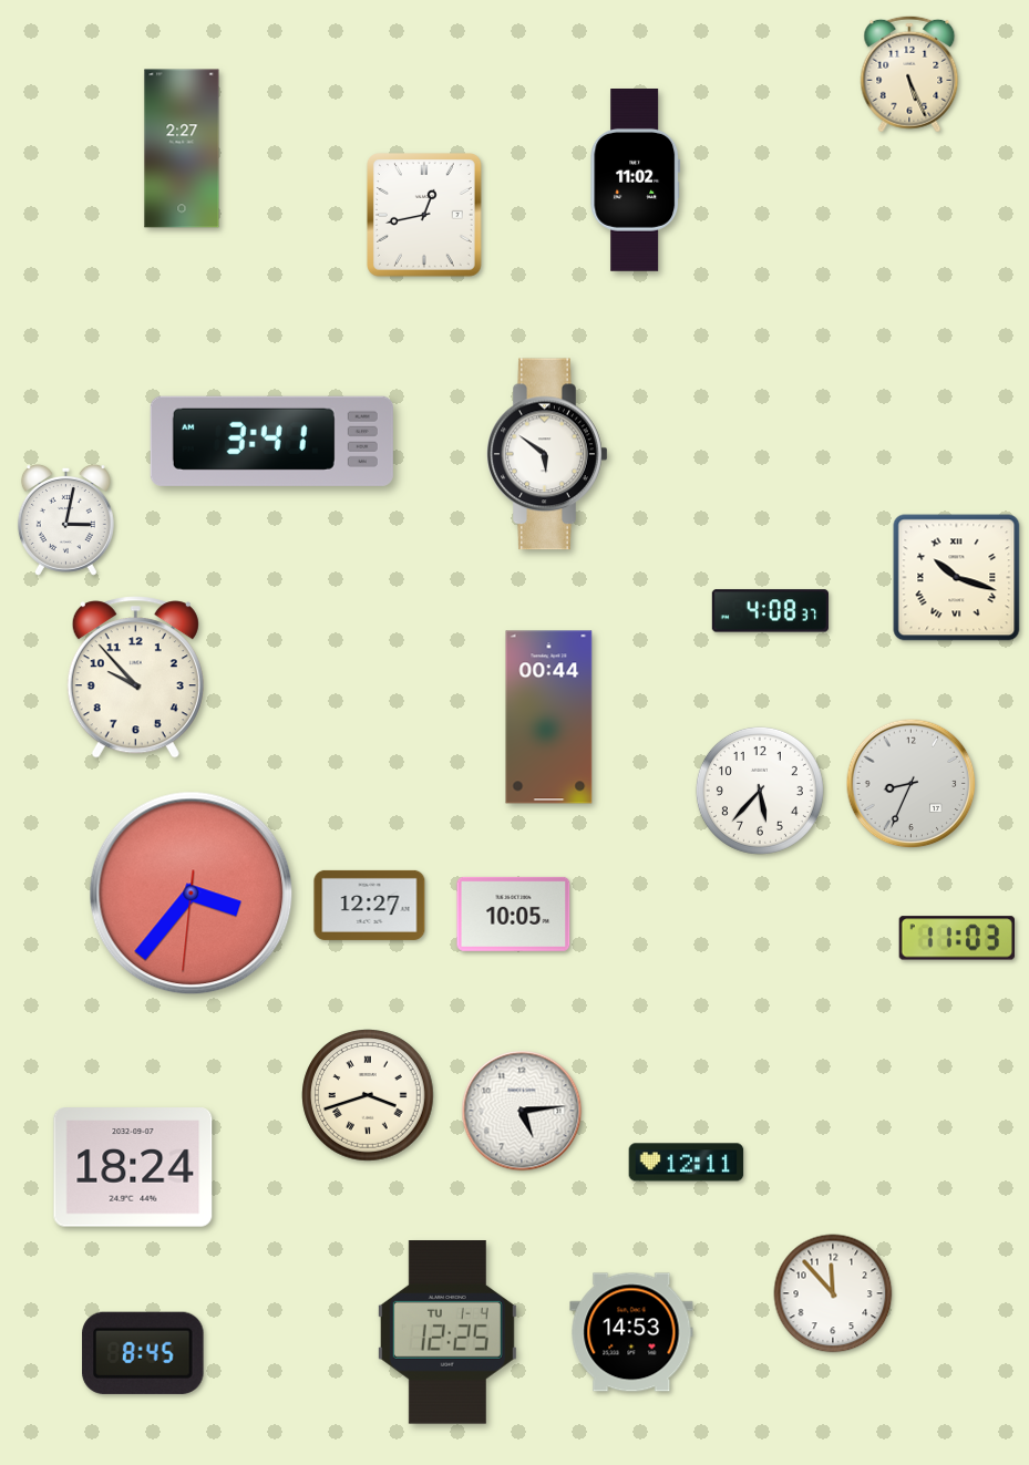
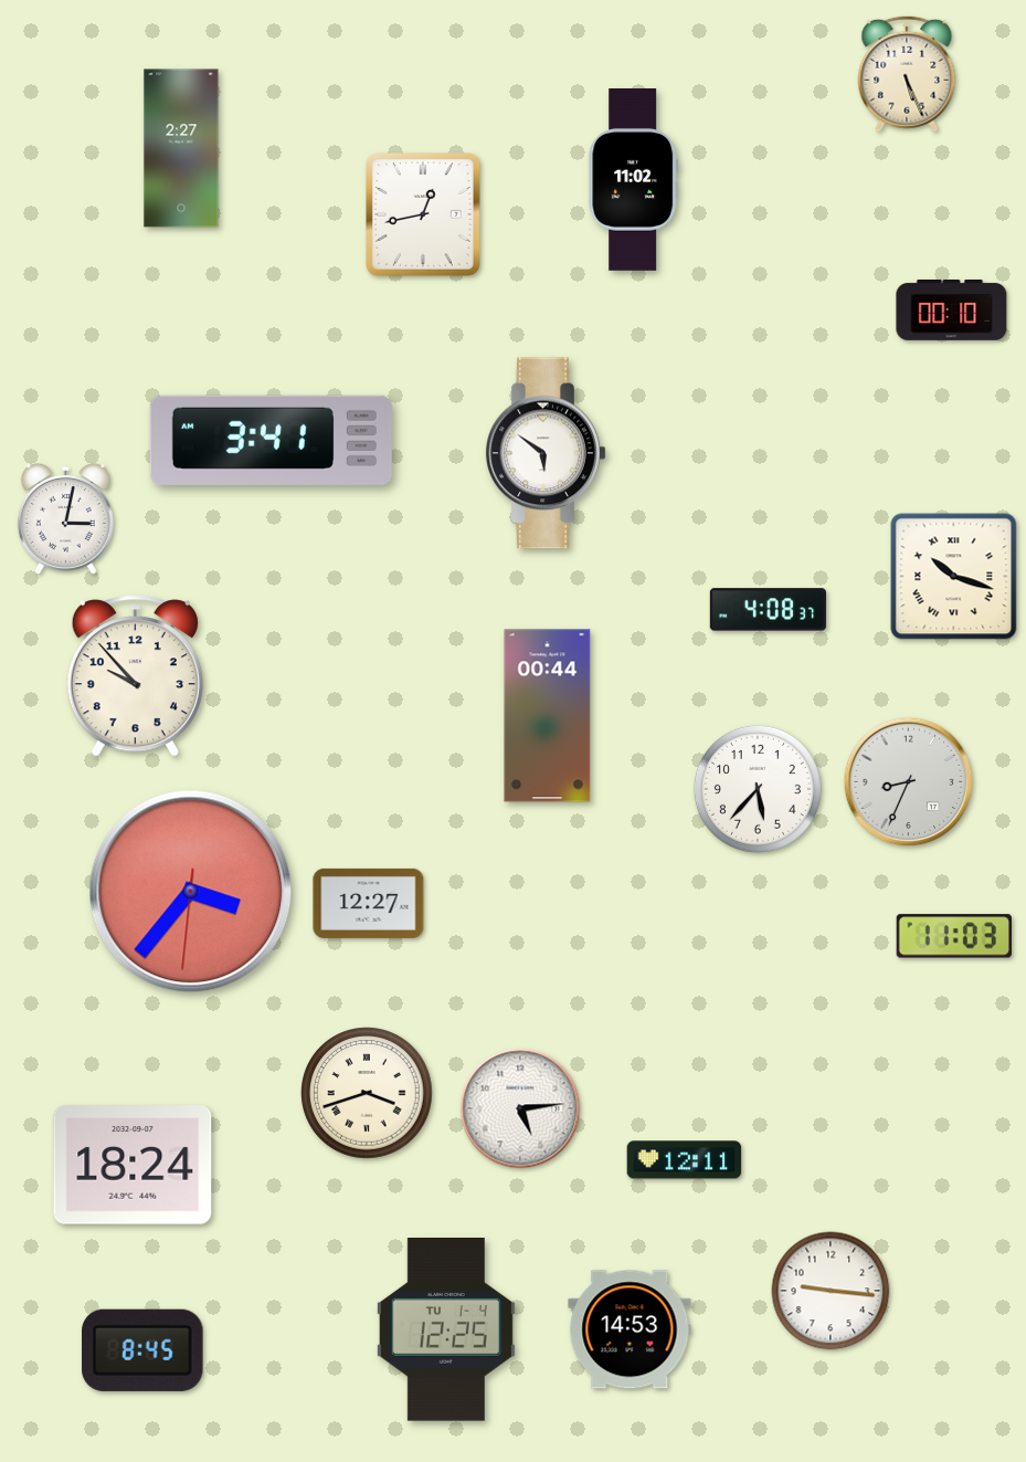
clock at (952, 309): none -> 00:10
clock at (514, 914): 10:05 -> none
clock at (833, 1293): 11:53 -> 9:16
